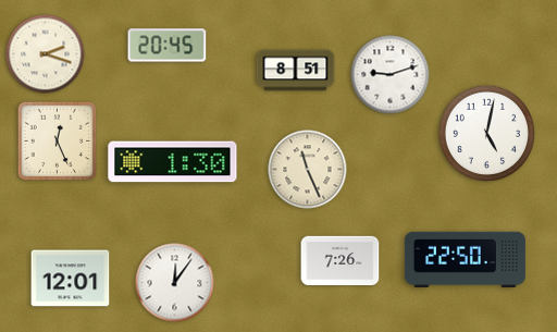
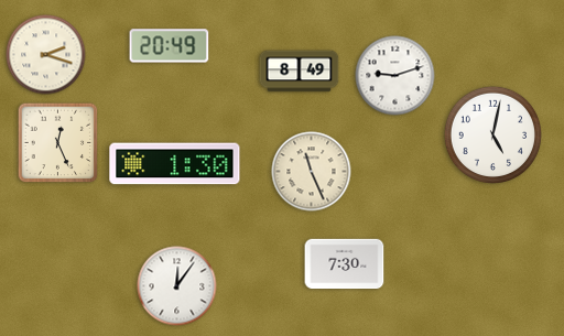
clock at (168, 46): 20:45 -> 20:49
clock at (296, 71): 8:51 -> 8:49
clock at (465, 259): 22:50 -> none
clock at (341, 261): 7:26 -> 7:30
clock at (71, 279): 12:01 -> none
